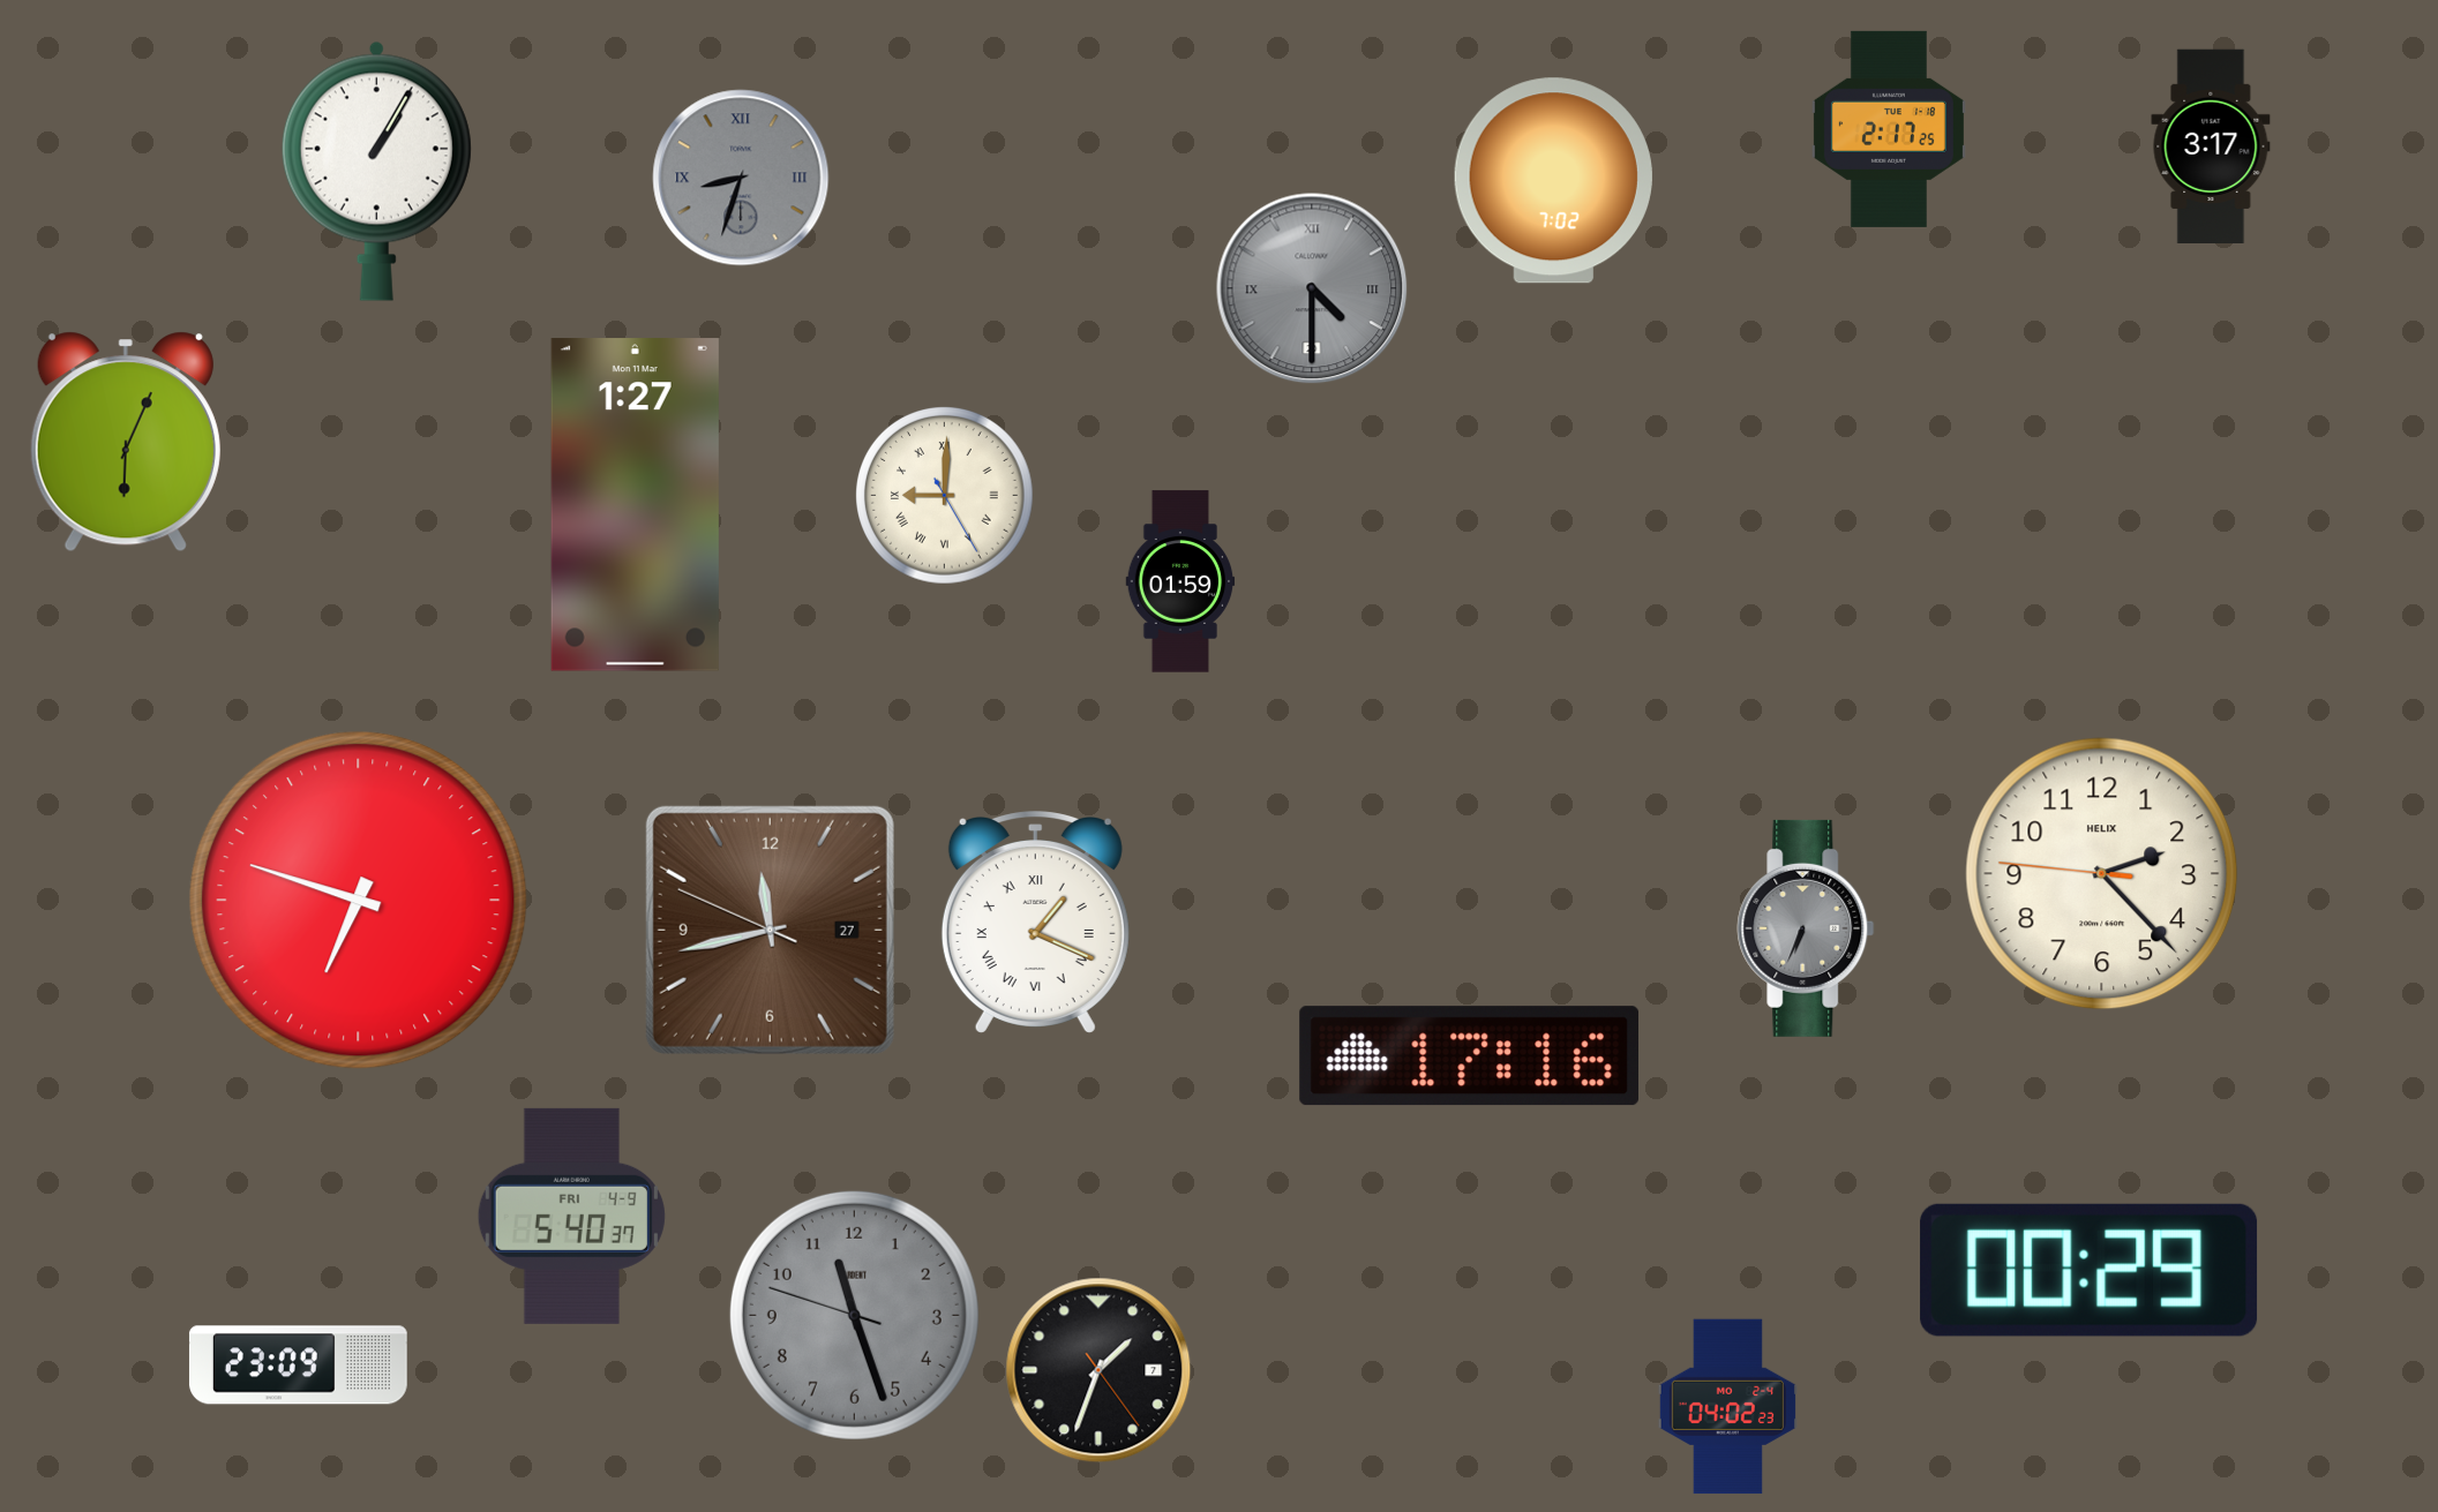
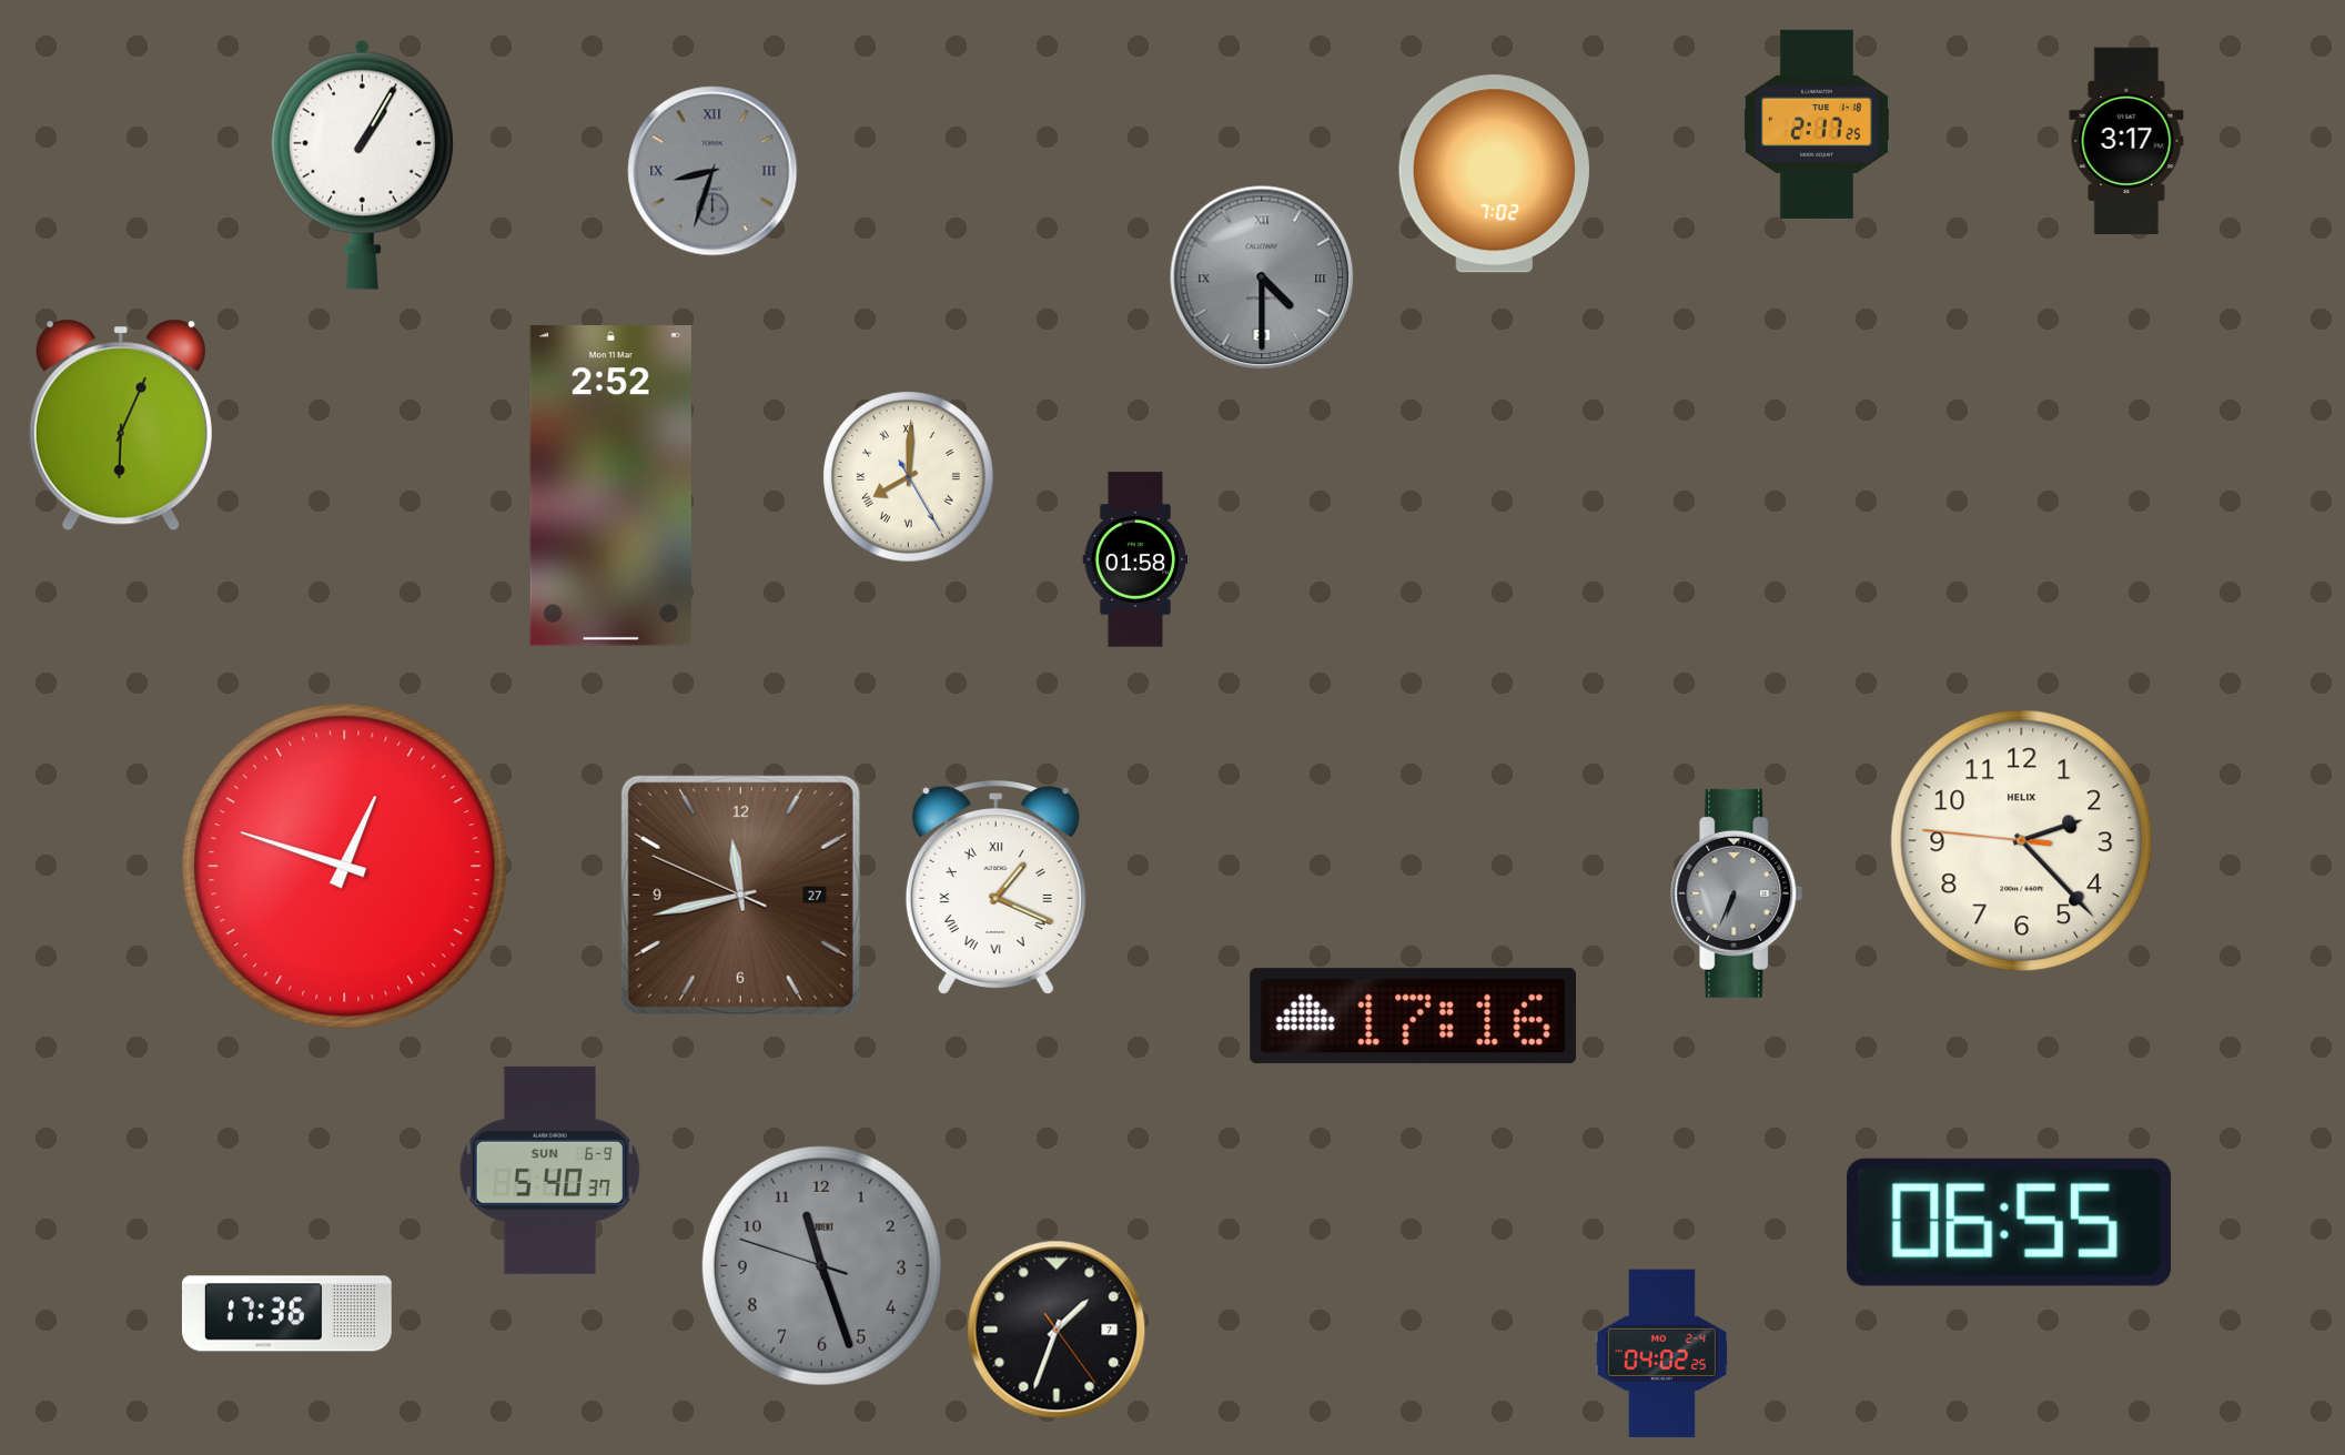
clock at (945, 496): 9:00 -> 8:00
clock at (635, 505): 1:27 -> 2:52
clock at (1180, 581): 01:59 -> 01:58
clock at (359, 901): 6:48 -> 12:48
clock at (571, 1216) date: FRI 4-9 -> SUN 6-9
clock at (2090, 1270): 00:29 -> 06:55
clock at (298, 1366): 23:09 -> 17:36
clock at (1098, 1370) position: (1098, 1370) -> (1057, 1330)
clock at (1727, 1407): 04:02:23 -> 04:02:25
